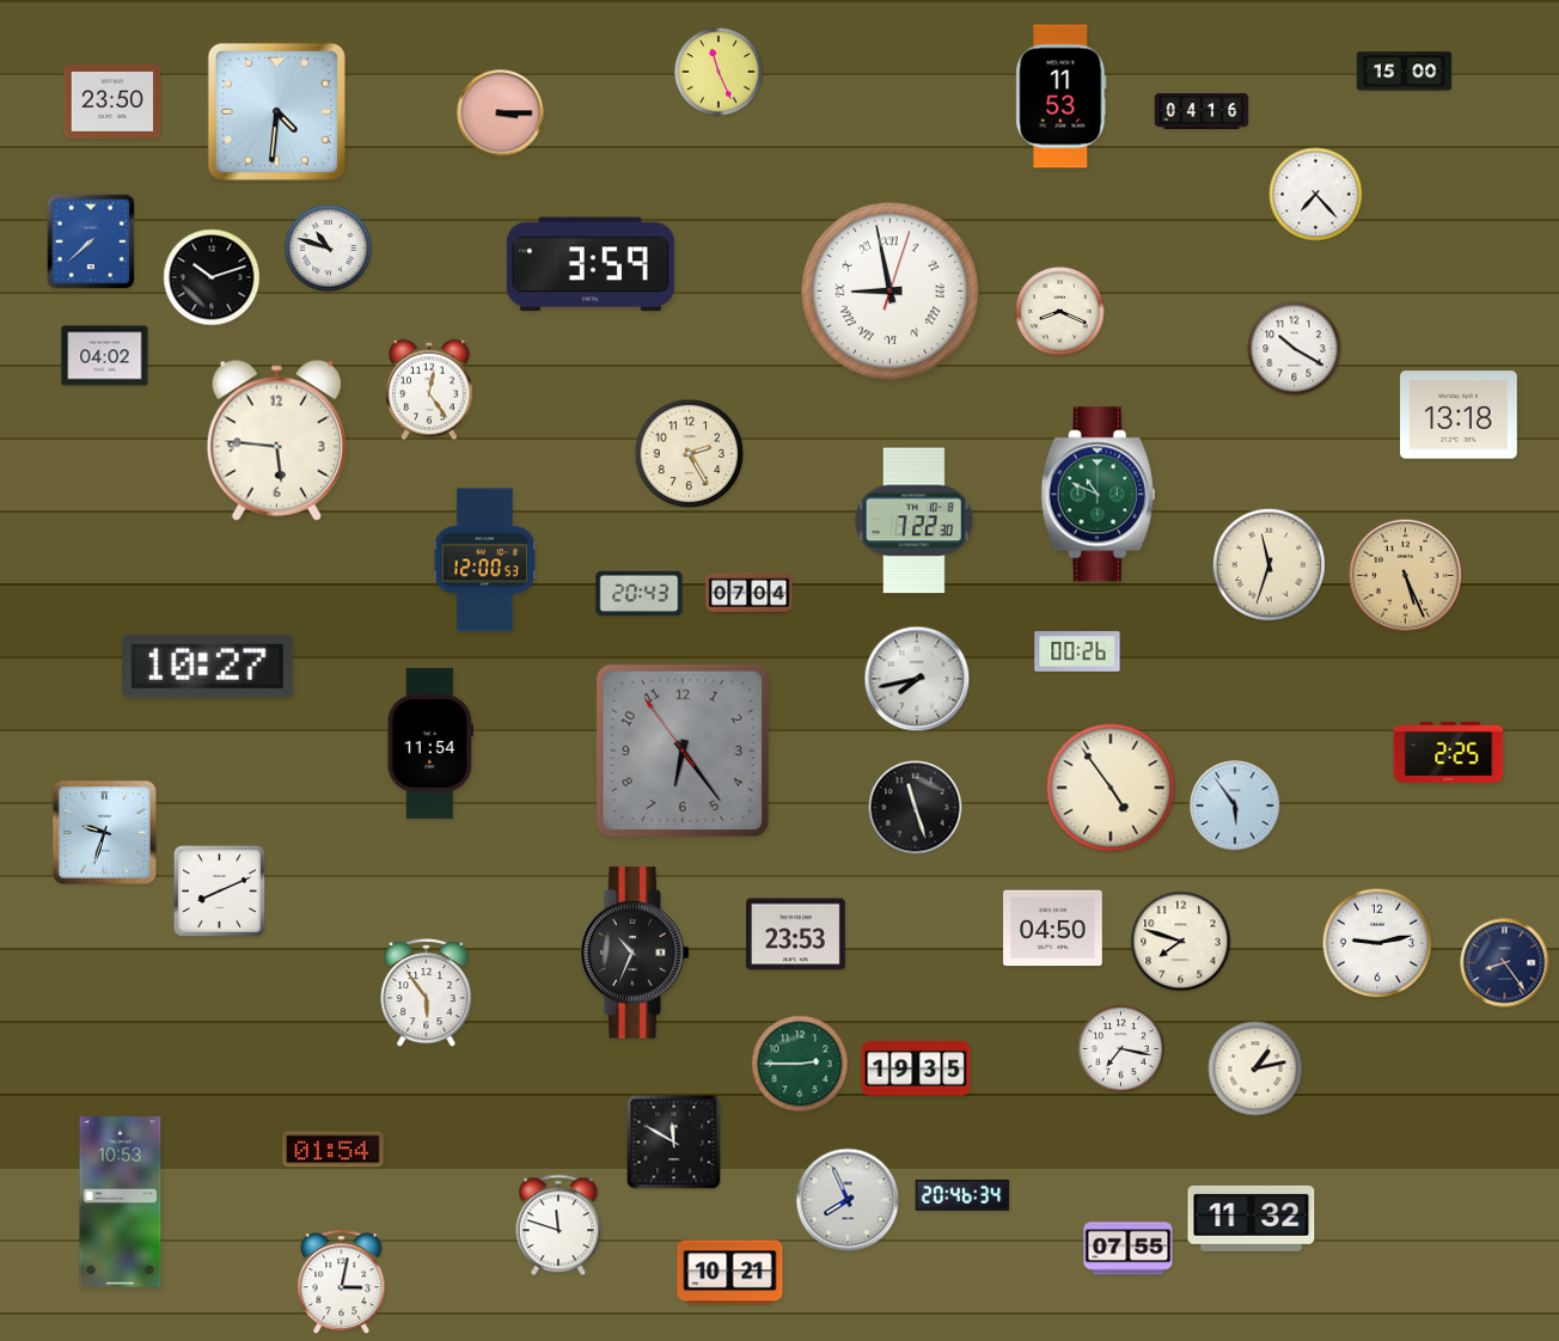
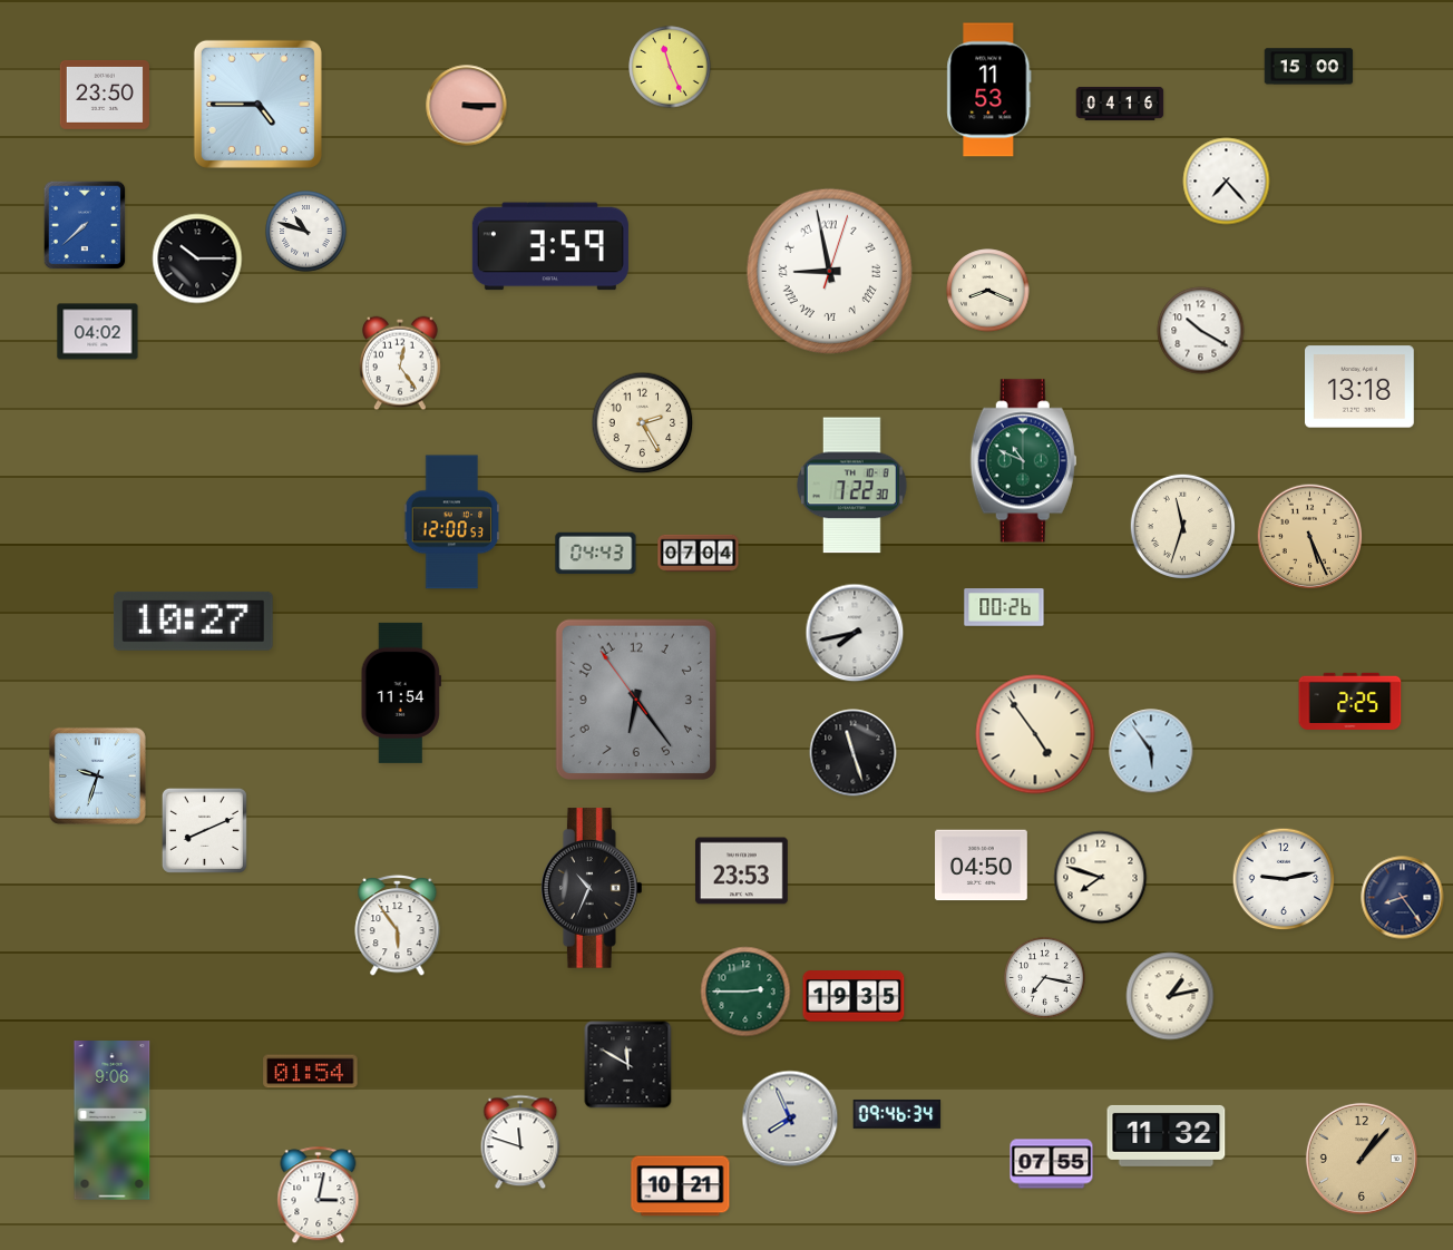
clock at (276, 111): 4:31 -> 4:45
clock at (212, 277): 10:12 -> 10:15
clock at (1295, 349) position: (1295, 349) -> (1201, 331)
clock at (276, 440): 5:46 -> none
clock at (640, 594): 20:43 -> 04:43
clock at (962, 1195): 20:46 -> 09:46
clock at (121, 1202): 10:53 -> 9:06
clock at (1362, 1159): none -> 1:07
